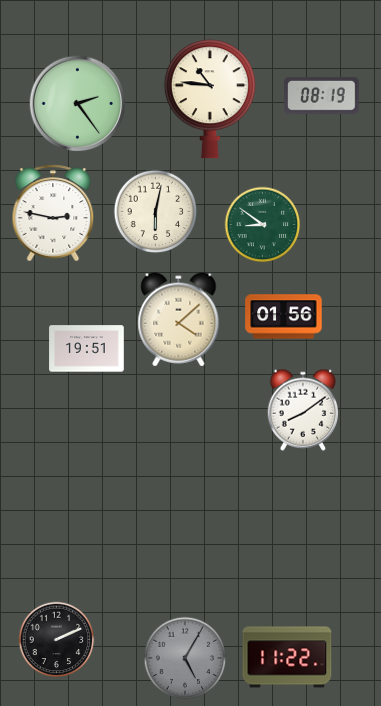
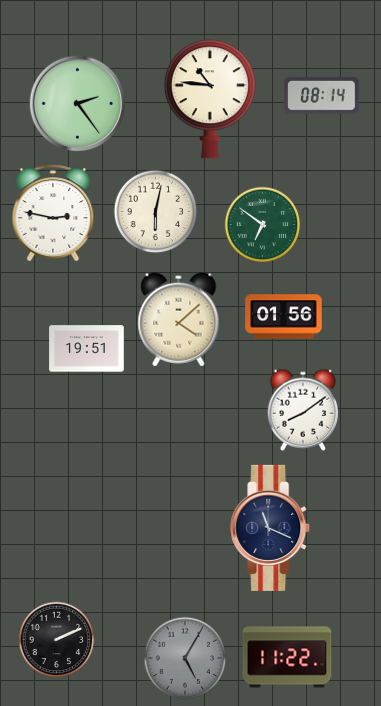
clock at (322, 96): 08:19 -> 08:14
clock at (263, 225): 8:51 -> 6:51
clock at (271, 528): none -> 11:19
